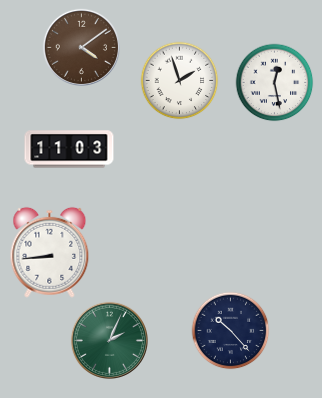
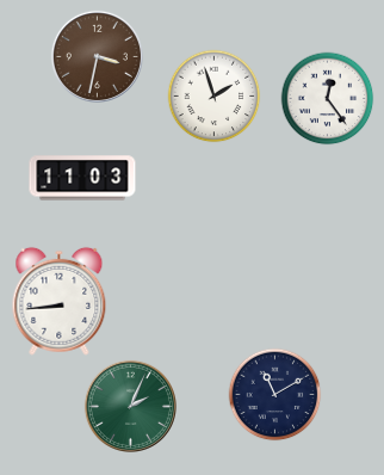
clock at (81, 47): 4:09 -> 3:32
clock at (274, 82): 12:28 -> 12:24
clock at (230, 330): 10:23 -> 11:10
